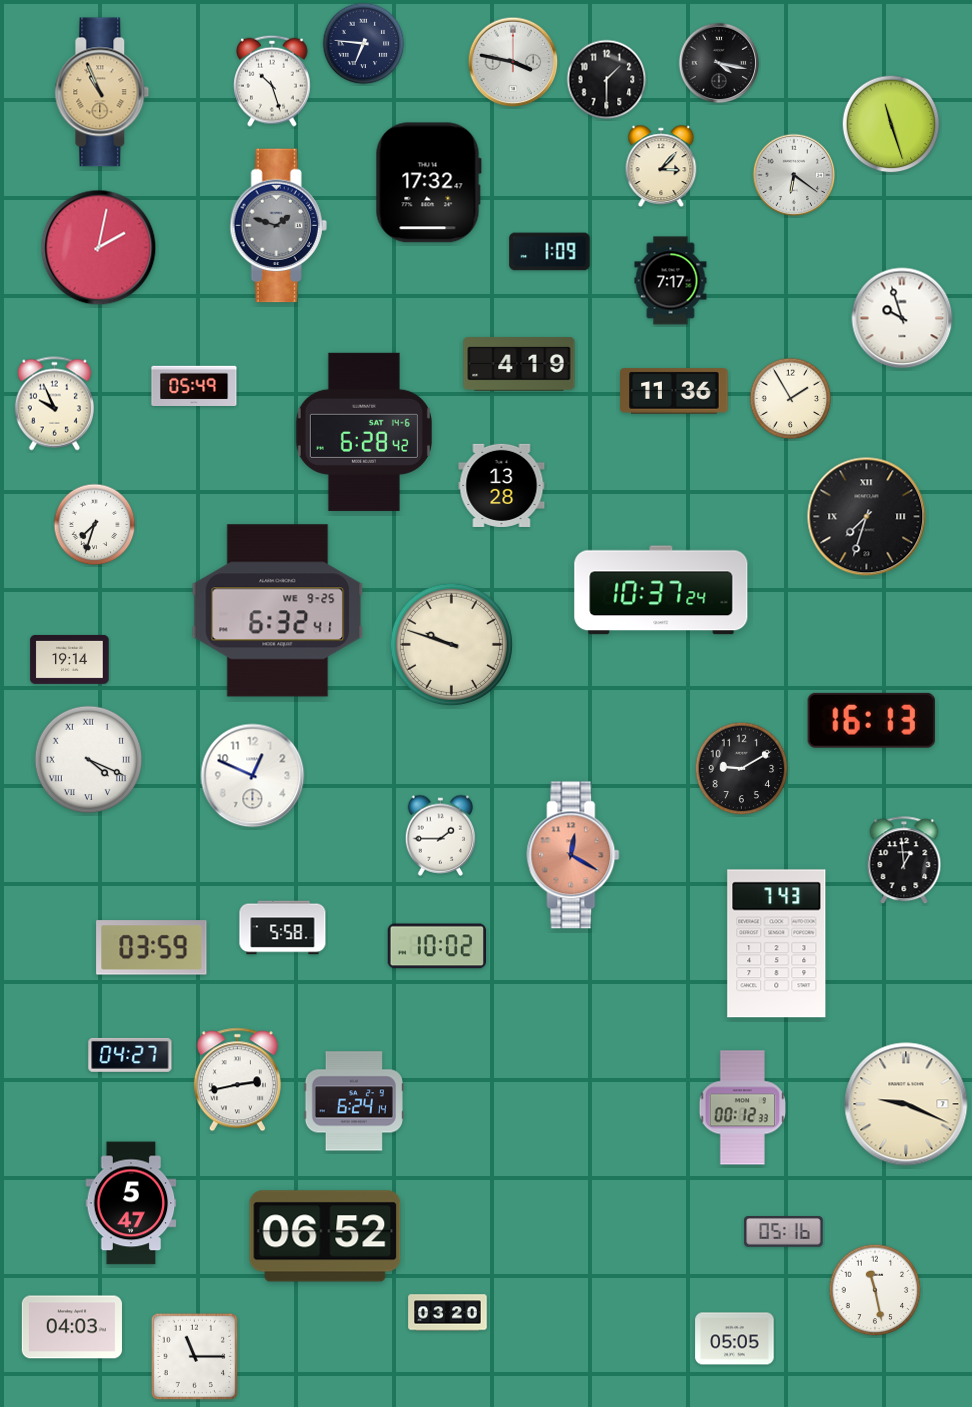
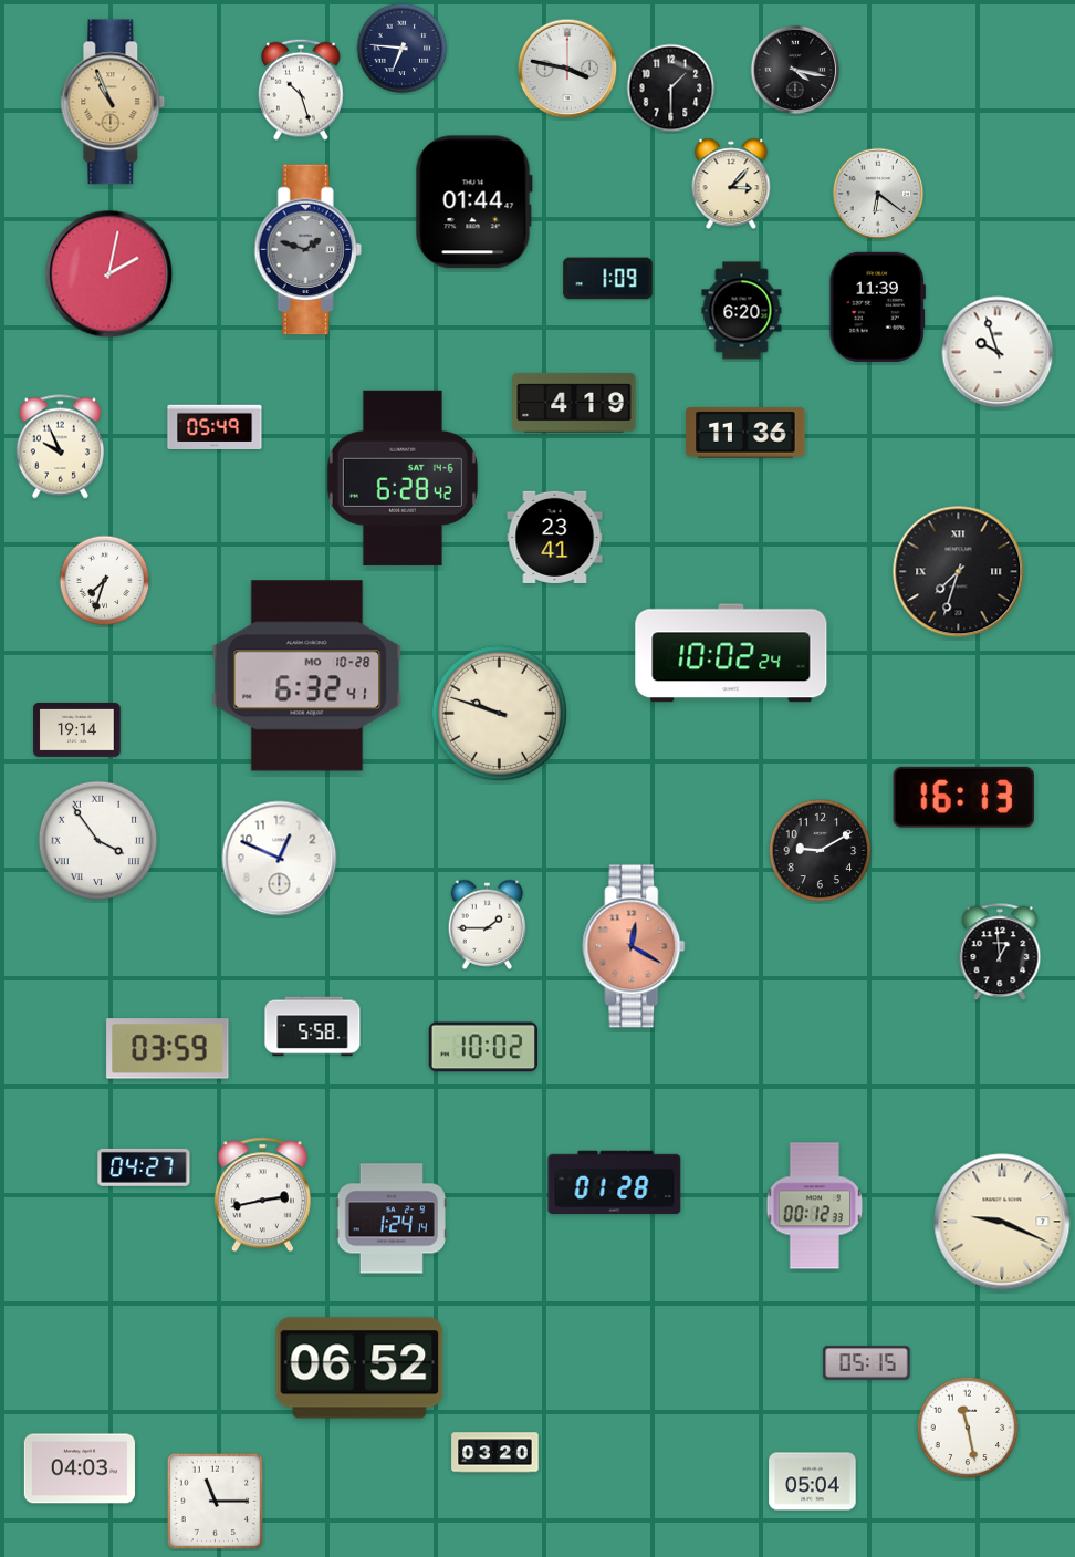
clock at (891, 124): 11:27 -> none
clock at (428, 183): 17:32 -> 01:44
clock at (877, 307): none -> 11:39
clock at (671, 281): 7:17 -> 6:20
clock at (791, 399): 1:55 -> none
clock at (502, 485): 13:28 -> 23:41
clock at (661, 590): 10:37 -> 10:02
clock at (278, 611) date: WE 9-25 -> MO 10-28
clock at (89, 760): 4:19 -> 3:54
clock at (777, 944): 7:43 -> none
clock at (615, 1183): none -> 01:28
clock at (354, 1101): 6:24 -> 1:24
clock at (743, 1108) position: (743, 1108) -> (815, 1206)
clock at (131, 1203): 5:47 -> none
clock at (784, 1232): 05:16 -> 05:15
clock at (735, 1339): 05:05 -> 05:04
